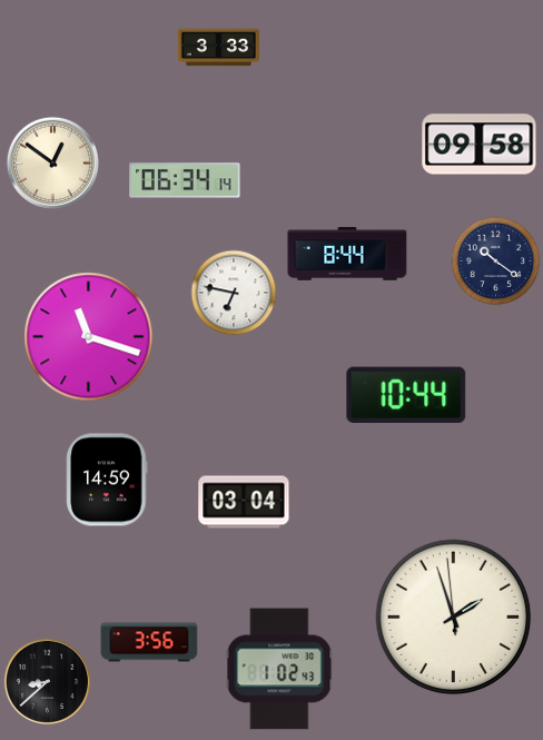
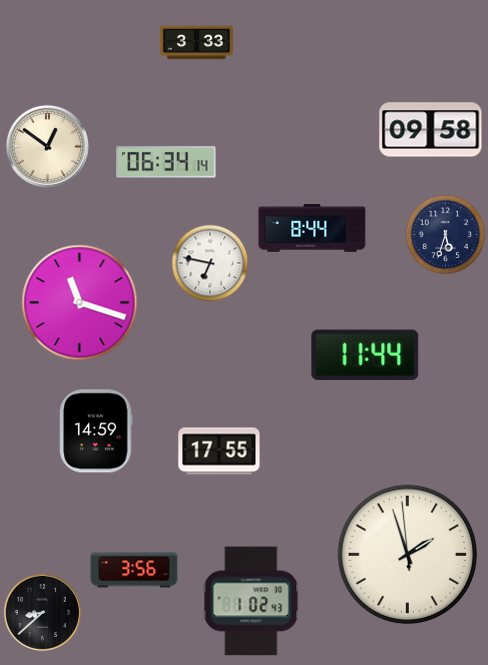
clock at (496, 262): 10:21 -> 5:33
clock at (406, 395): 10:44 -> 11:44
clock at (244, 502): 03:04 -> 17:55
clock at (149, 642) position: (149, 642) -> (134, 570)
